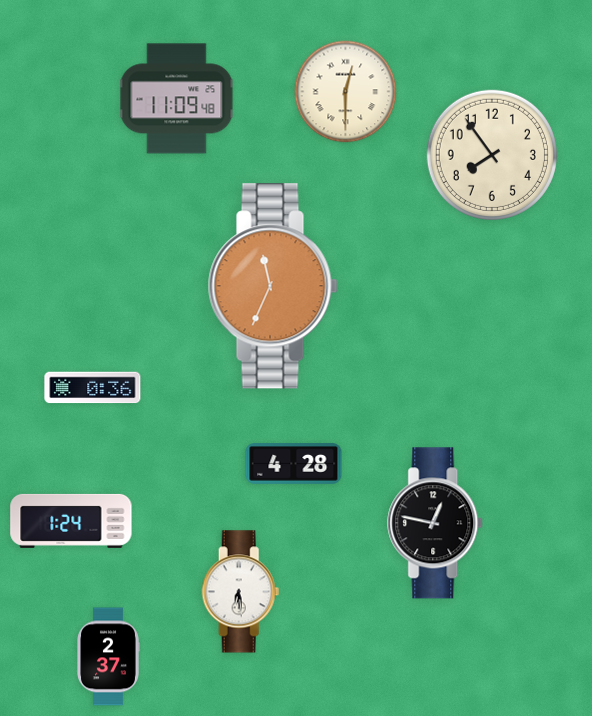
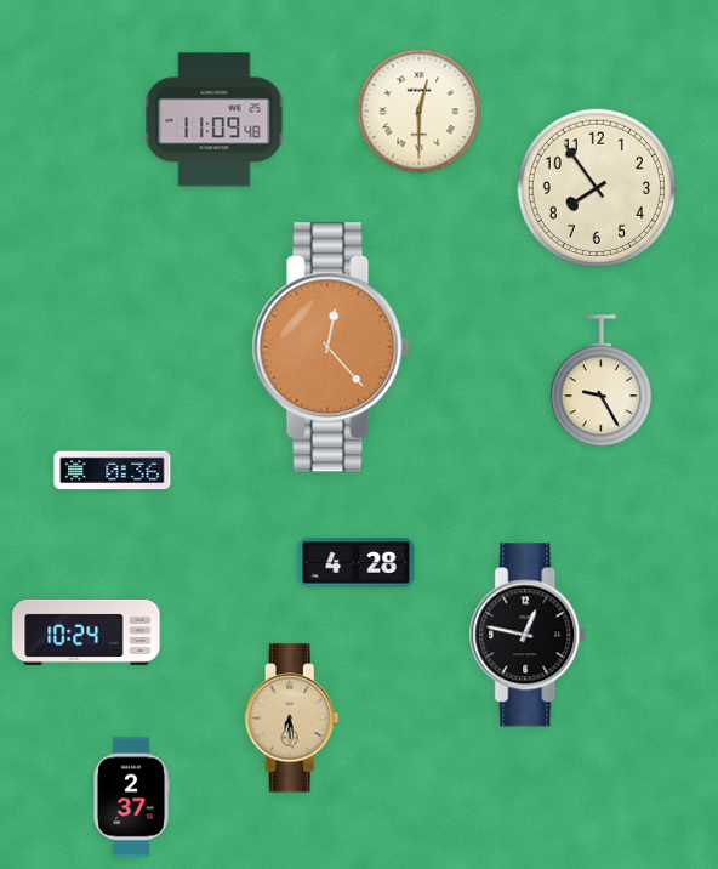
clock at (273, 286): 11:34 -> 12:23
clock at (600, 381): none -> 9:25
clock at (71, 521): 1:24 -> 10:24
clock at (241, 592) dial: white -> champagne
